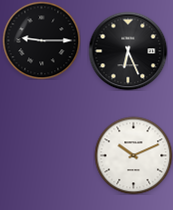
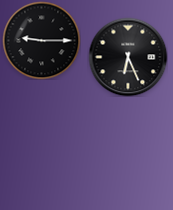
clock at (128, 51) position: (128, 51) -> (128, 57)
clock at (133, 155): 10:11 -> none
